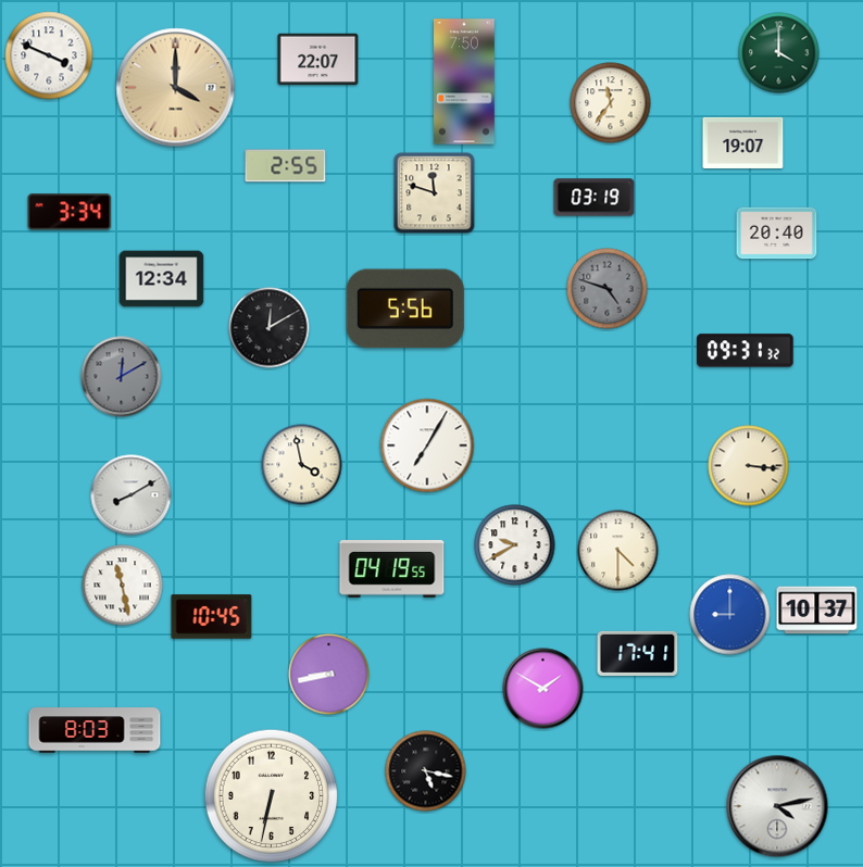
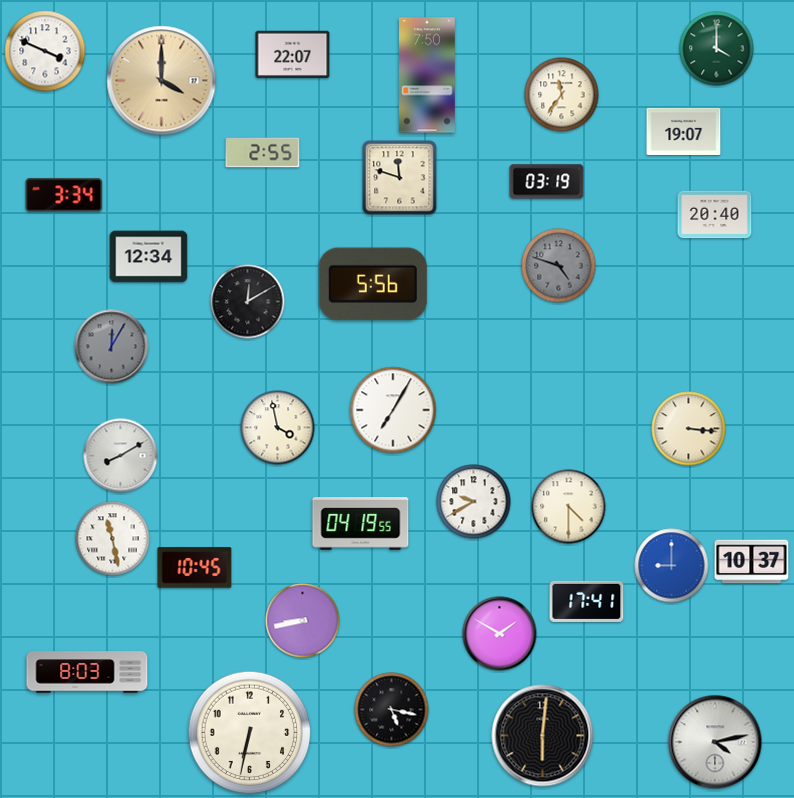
clock at (746, 351): 09:31 -> none
clock at (122, 377): 12:10 -> 12:05
clock at (543, 736): none -> 6:01
